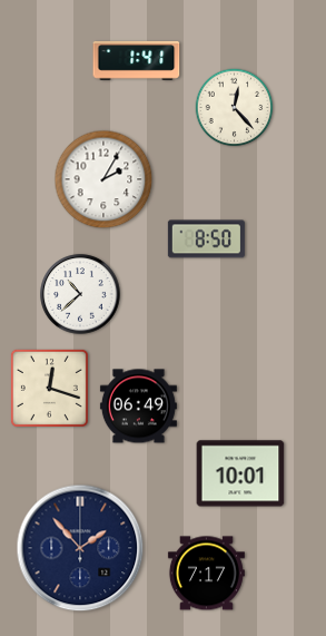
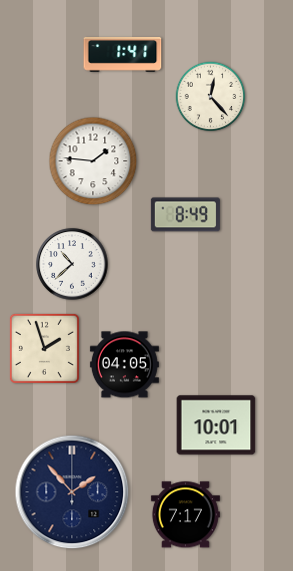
clock at (103, 179): 2:05 -> 1:46
clock at (206, 239): 8:50 -> 8:49
clock at (49, 388): 12:18 -> 1:57
clock at (138, 407): 06:49 -> 04:05
